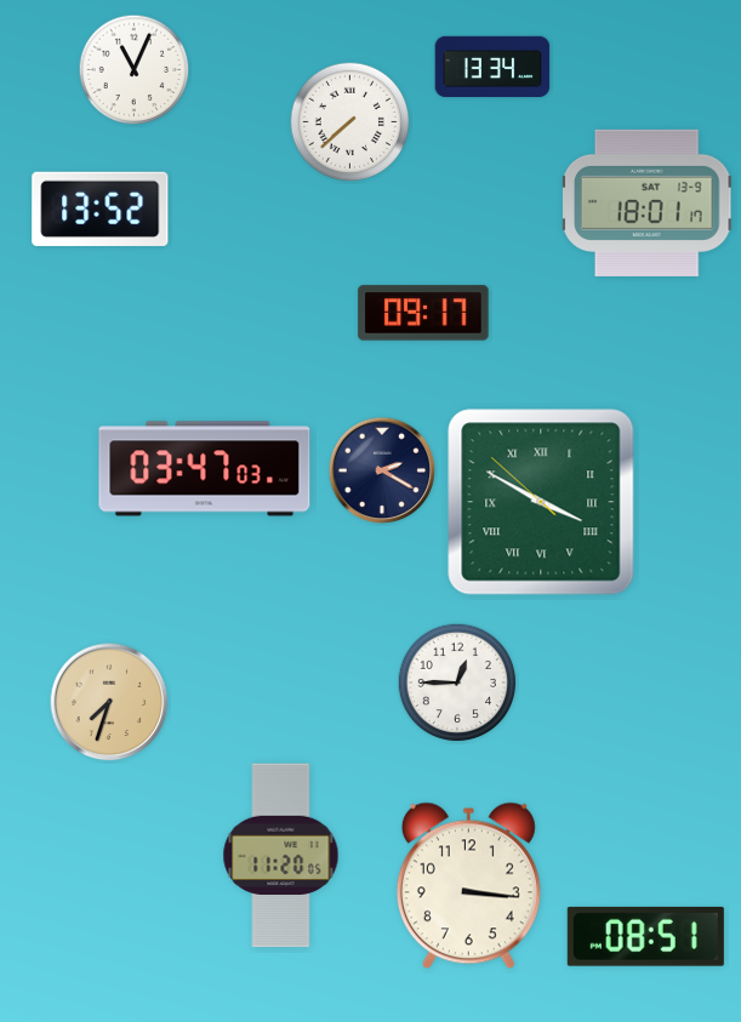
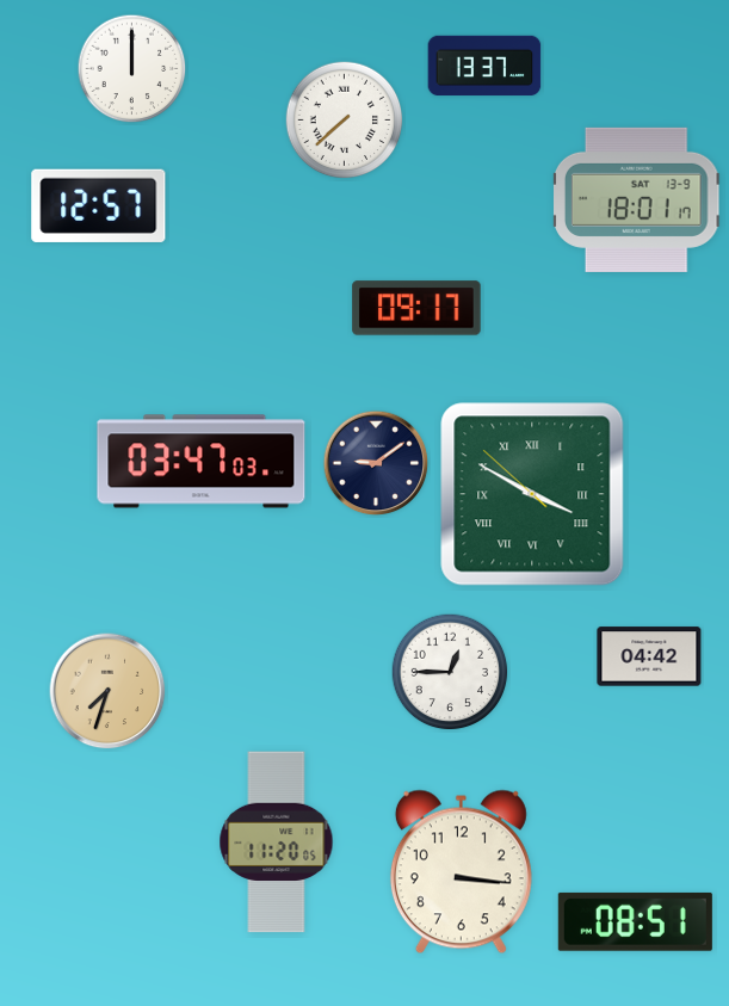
clock at (492, 67): 13:34 -> 13:37
clock at (135, 70): 11:04 -> 12:00
clock at (101, 209): 13:52 -> 12:57
clock at (382, 470): 2:20 -> 9:09
clock at (649, 656): none -> 04:42
